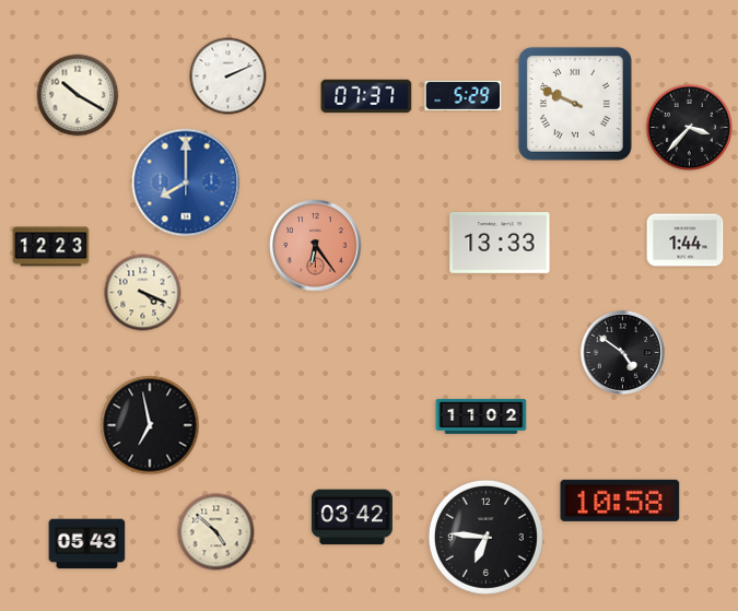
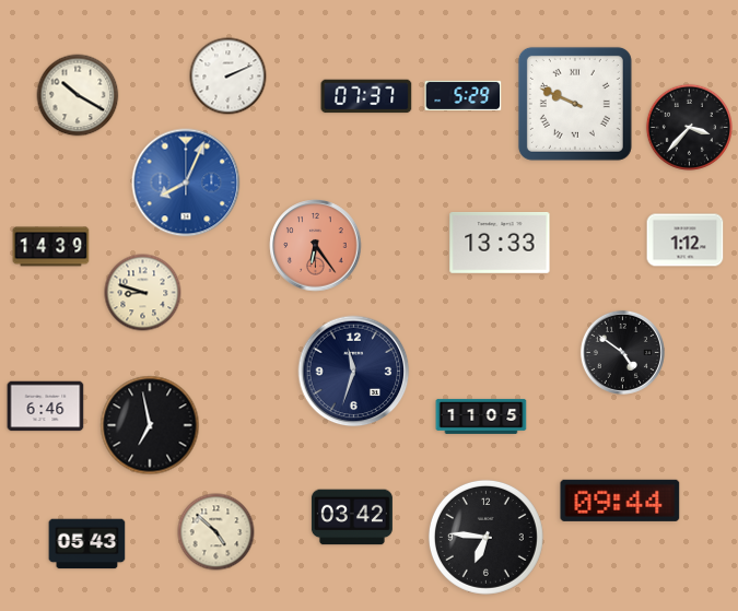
clock at (186, 183): 8:00 -> 8:04
clock at (686, 240): 1:44 -> 1:12
clock at (51, 247): 12:23 -> 14:39
clock at (143, 293): 4:19 -> 8:48
clock at (354, 372): none -> 11:33
clock at (46, 407): none -> 6:46
clock at (481, 416): 11:02 -> 11:05
clock at (620, 501): 10:58 -> 09:44
